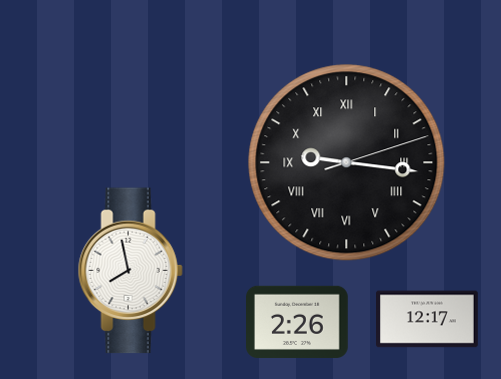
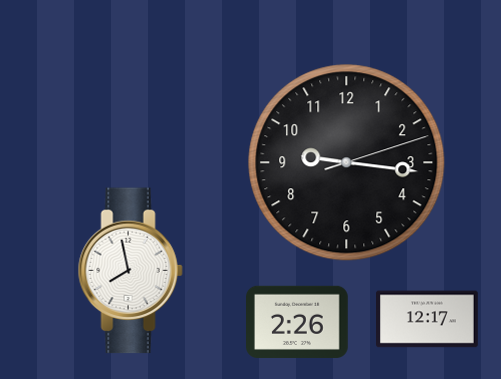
clock at (347, 163) numerals: Roman -> Arabic
